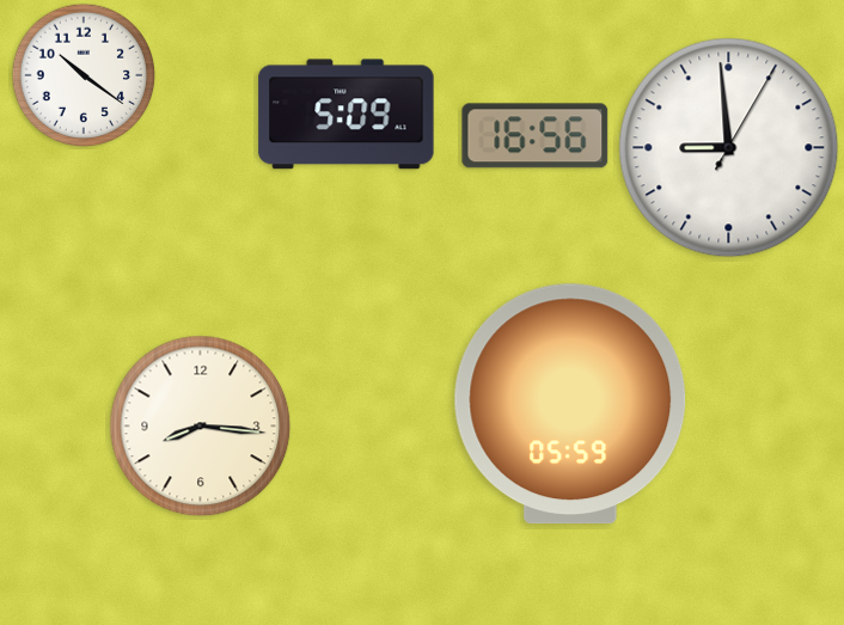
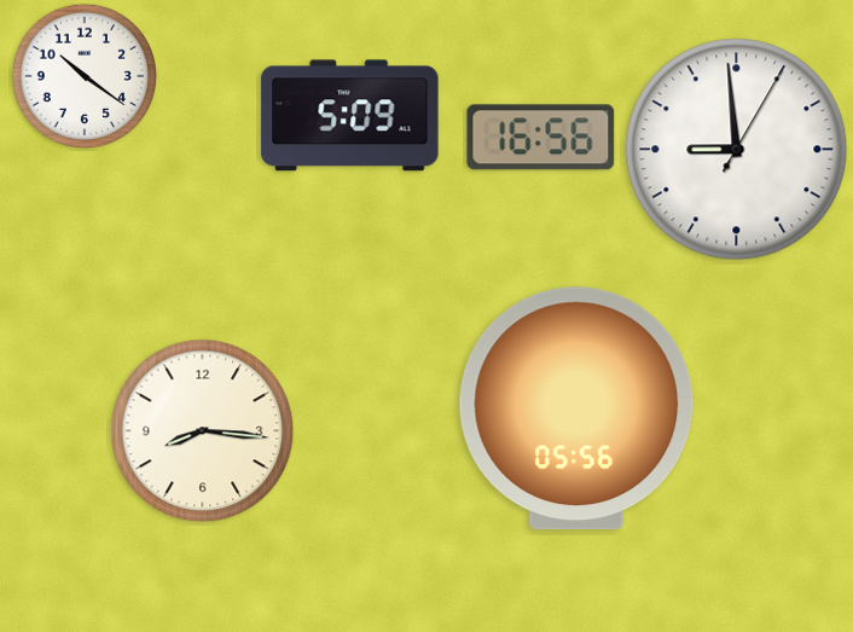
clock at (570, 404): 05:59 -> 05:56
